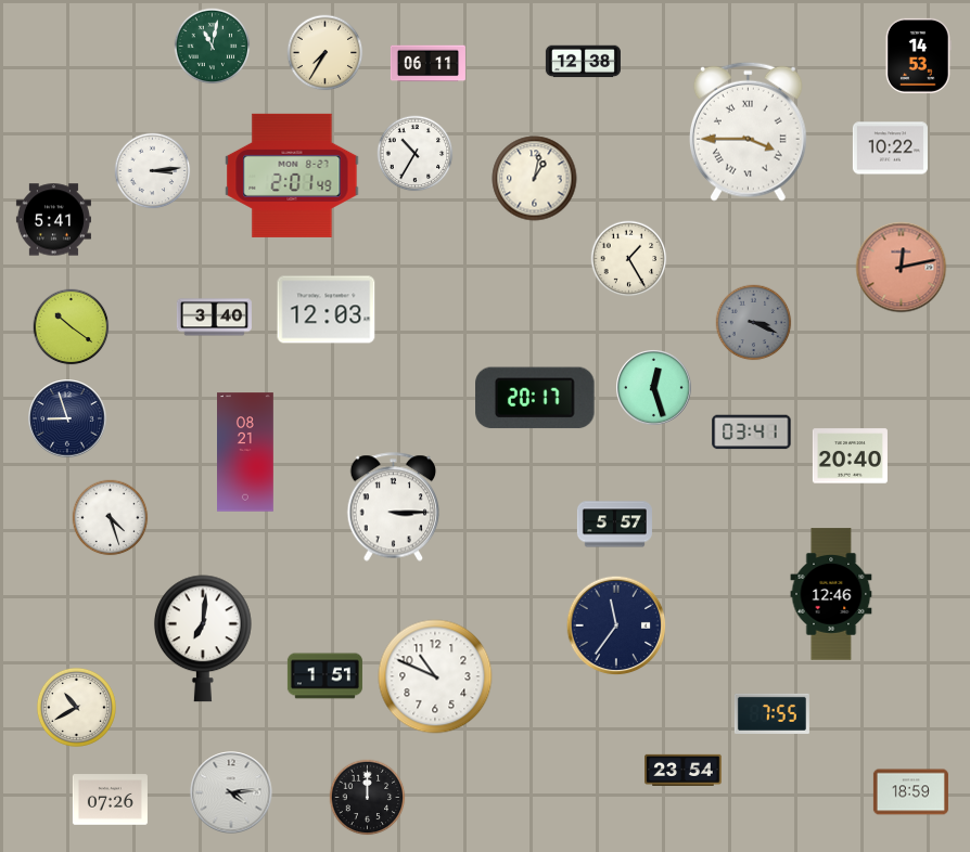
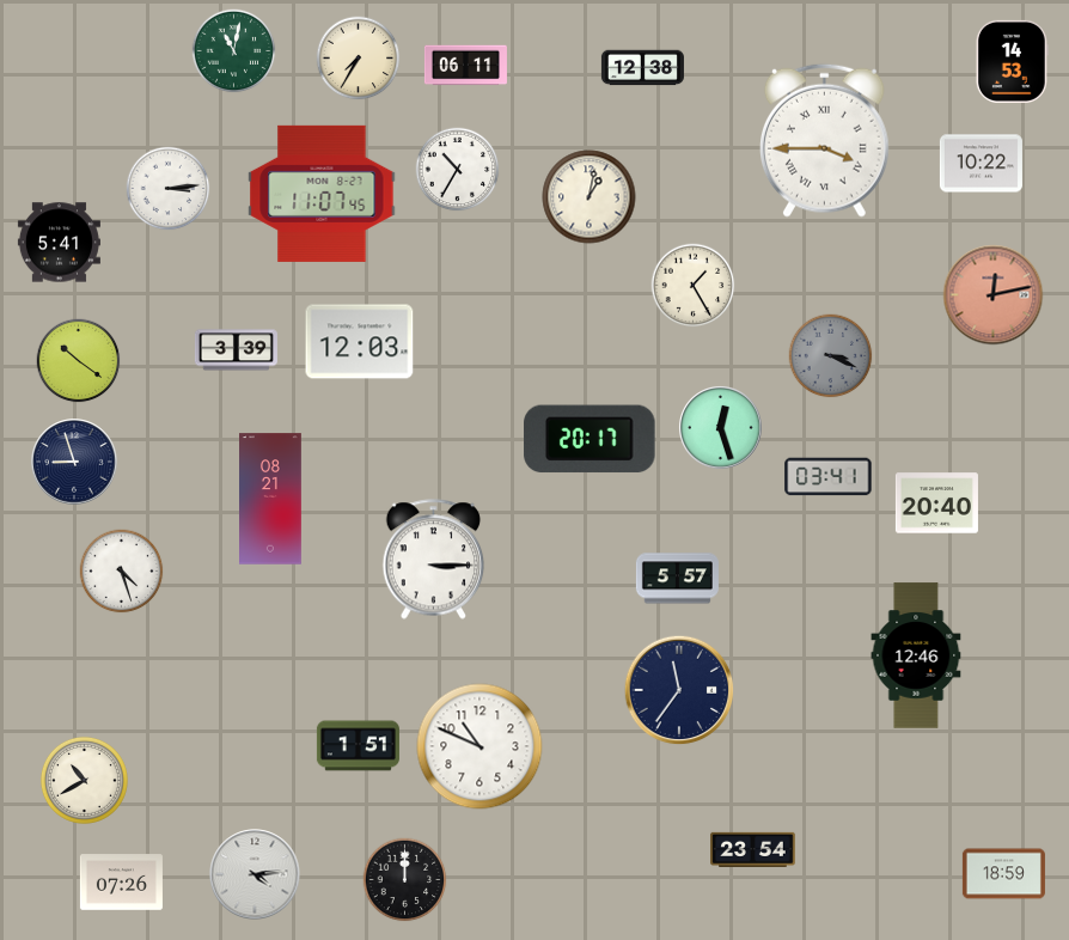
clock at (427, 64) position: (427, 64) -> (465, 66)
clock at (748, 131) position: (748, 131) -> (824, 140)
clock at (292, 176): 2:01 -> 11:07
clock at (214, 318): 3:40 -> 3:39
clock at (203, 638): 7:01 -> none
clock at (771, 713): 7:55 -> none
